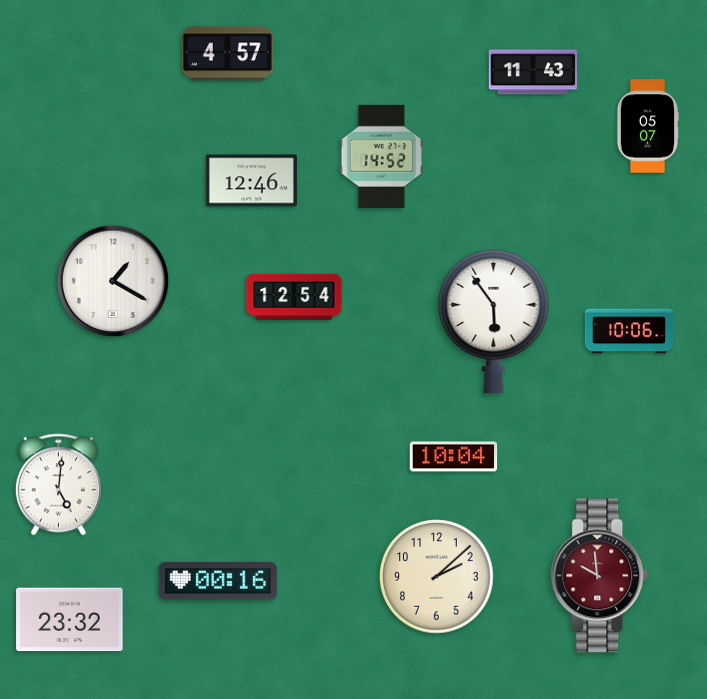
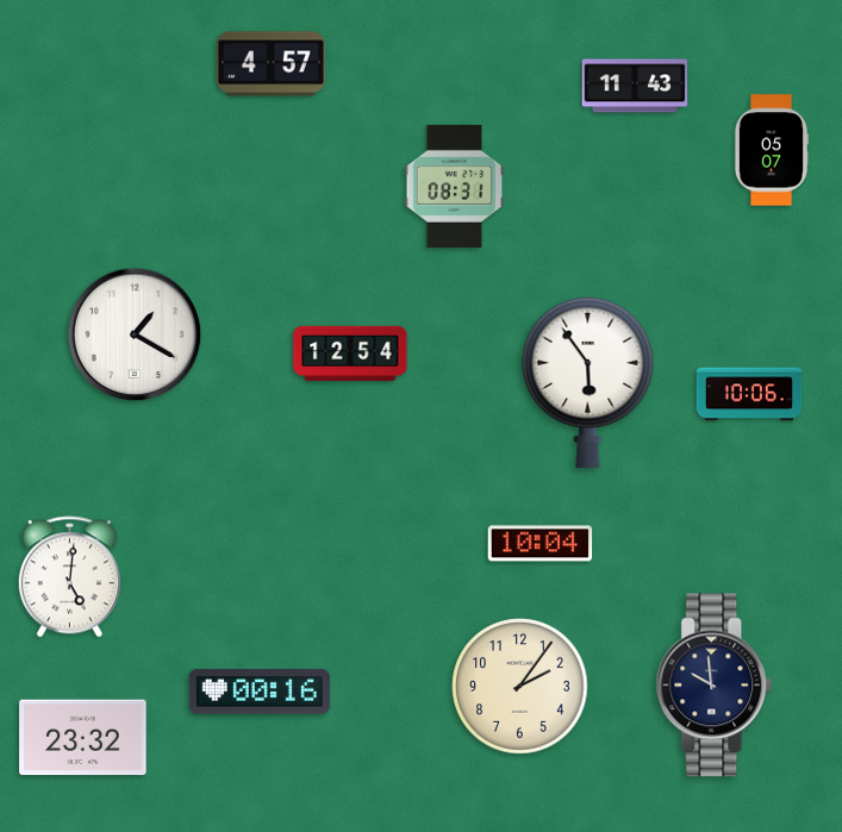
clock at (382, 156): 14:52 -> 08:31
clock at (251, 181): 12:46 -> none
clock at (600, 576) dial: burgundy -> navy
clock at (437, 577): 2:08 -> 2:06
